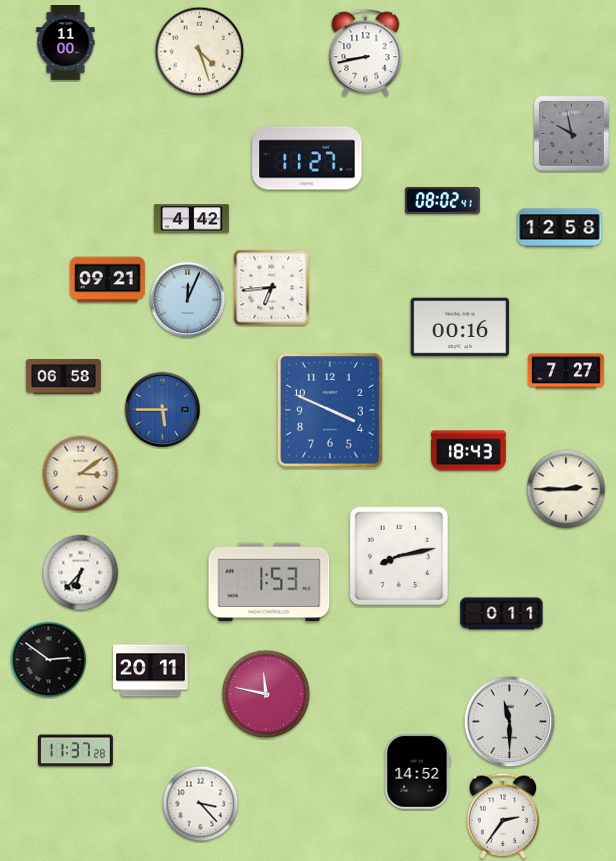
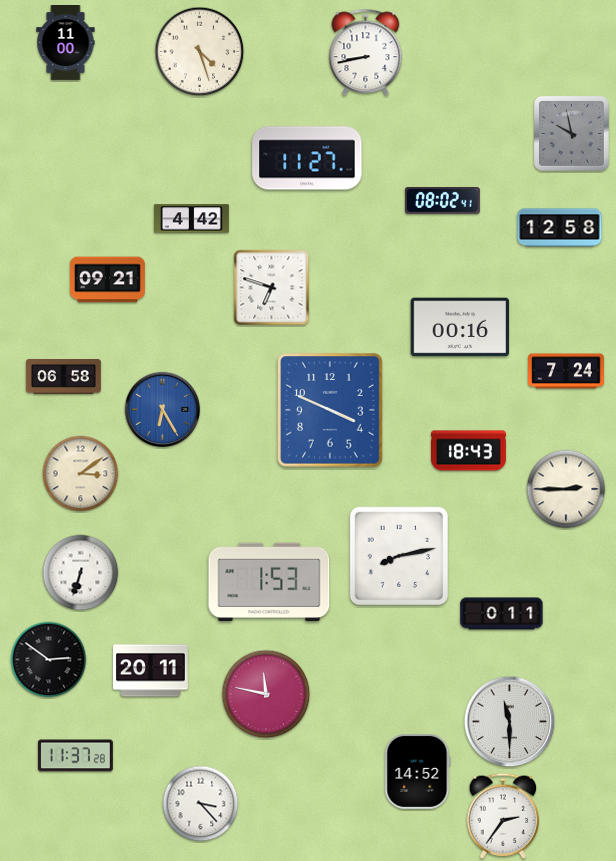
clock at (272, 288): 6:44 -> 6:48
clock at (188, 300): 12:04 -> none
clock at (566, 371): 7:27 -> 7:24
clock at (163, 410): 5:45 -> 6:25
clock at (81, 573): 6:37 -> 6:33
clock at (75, 751) position: (75, 751) -> (75, 756)
